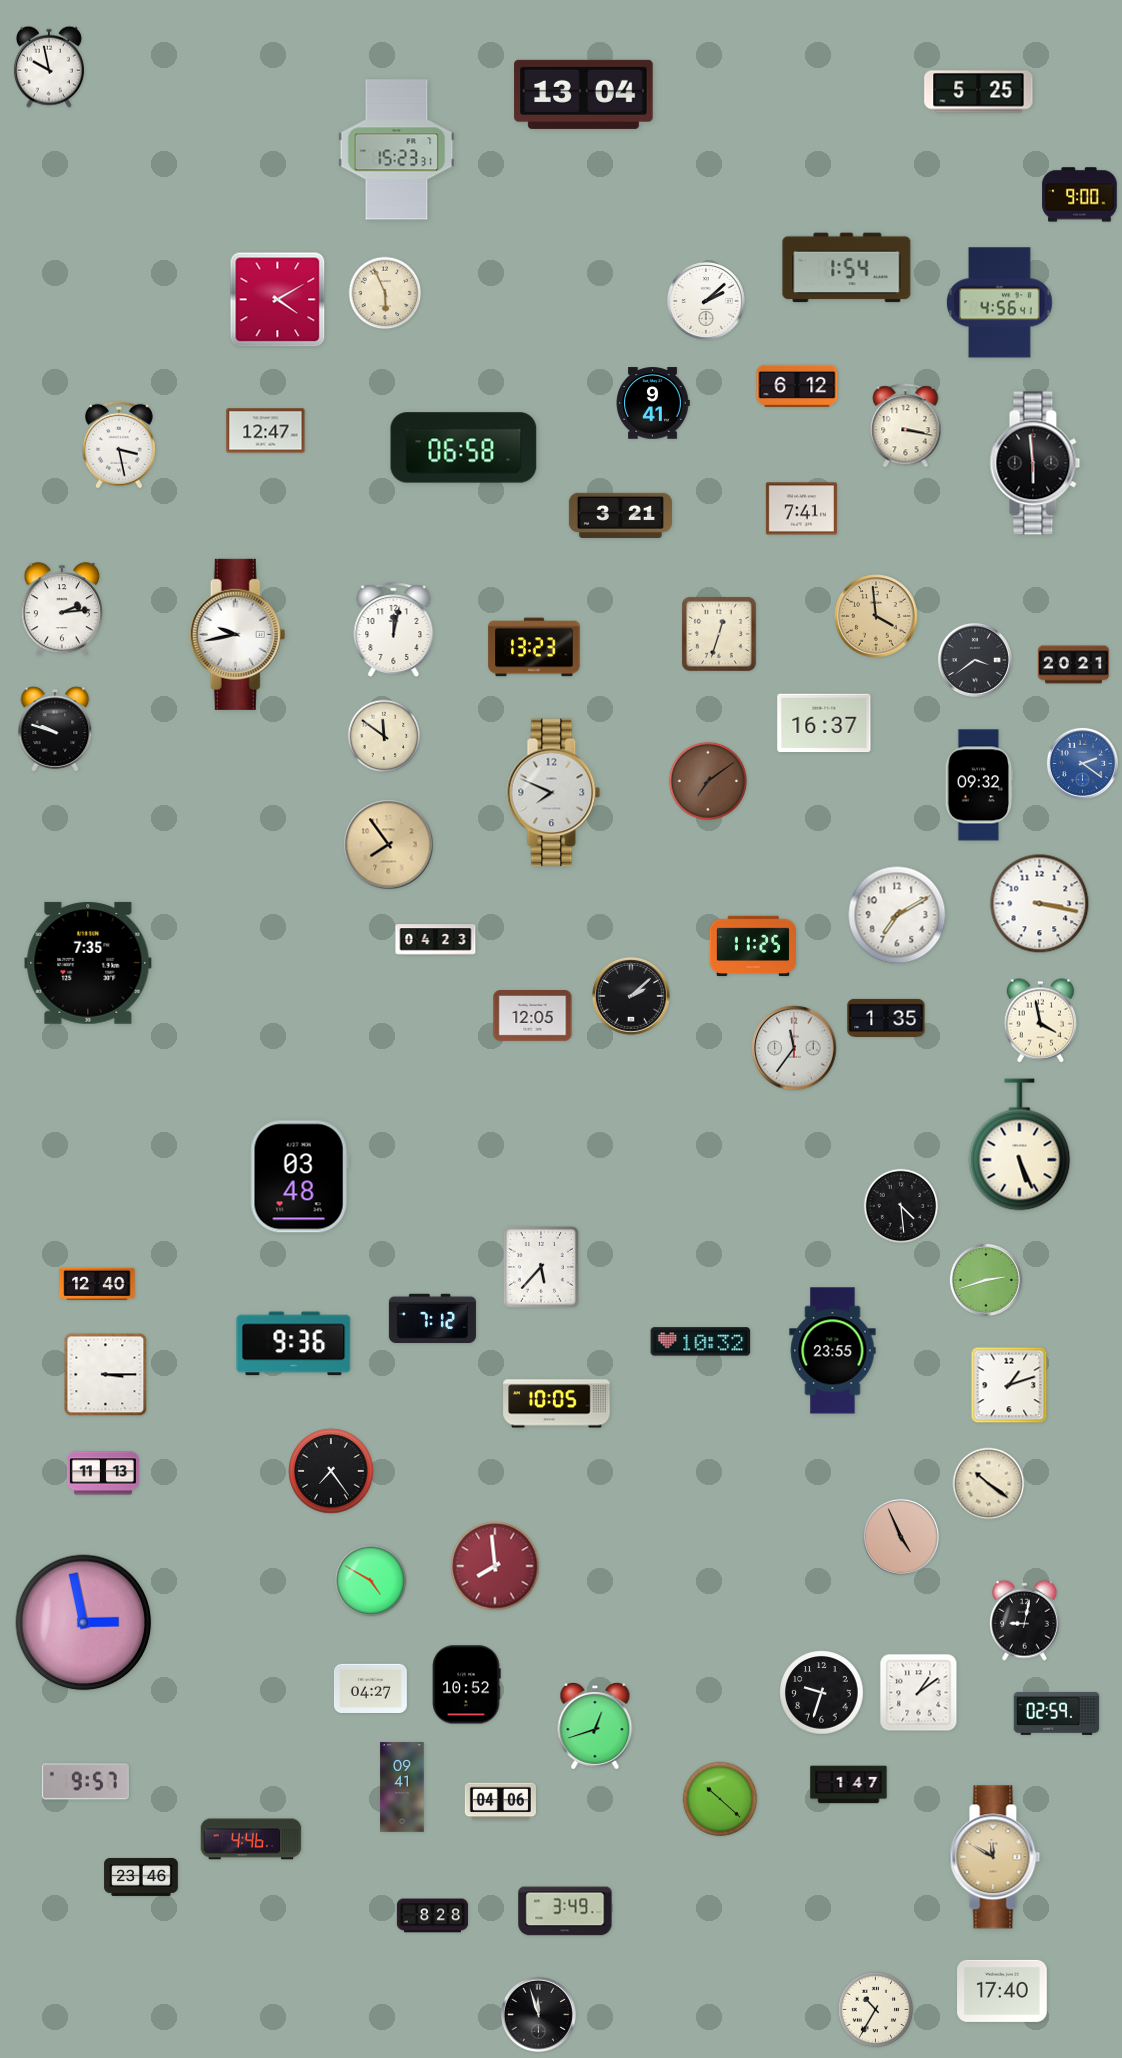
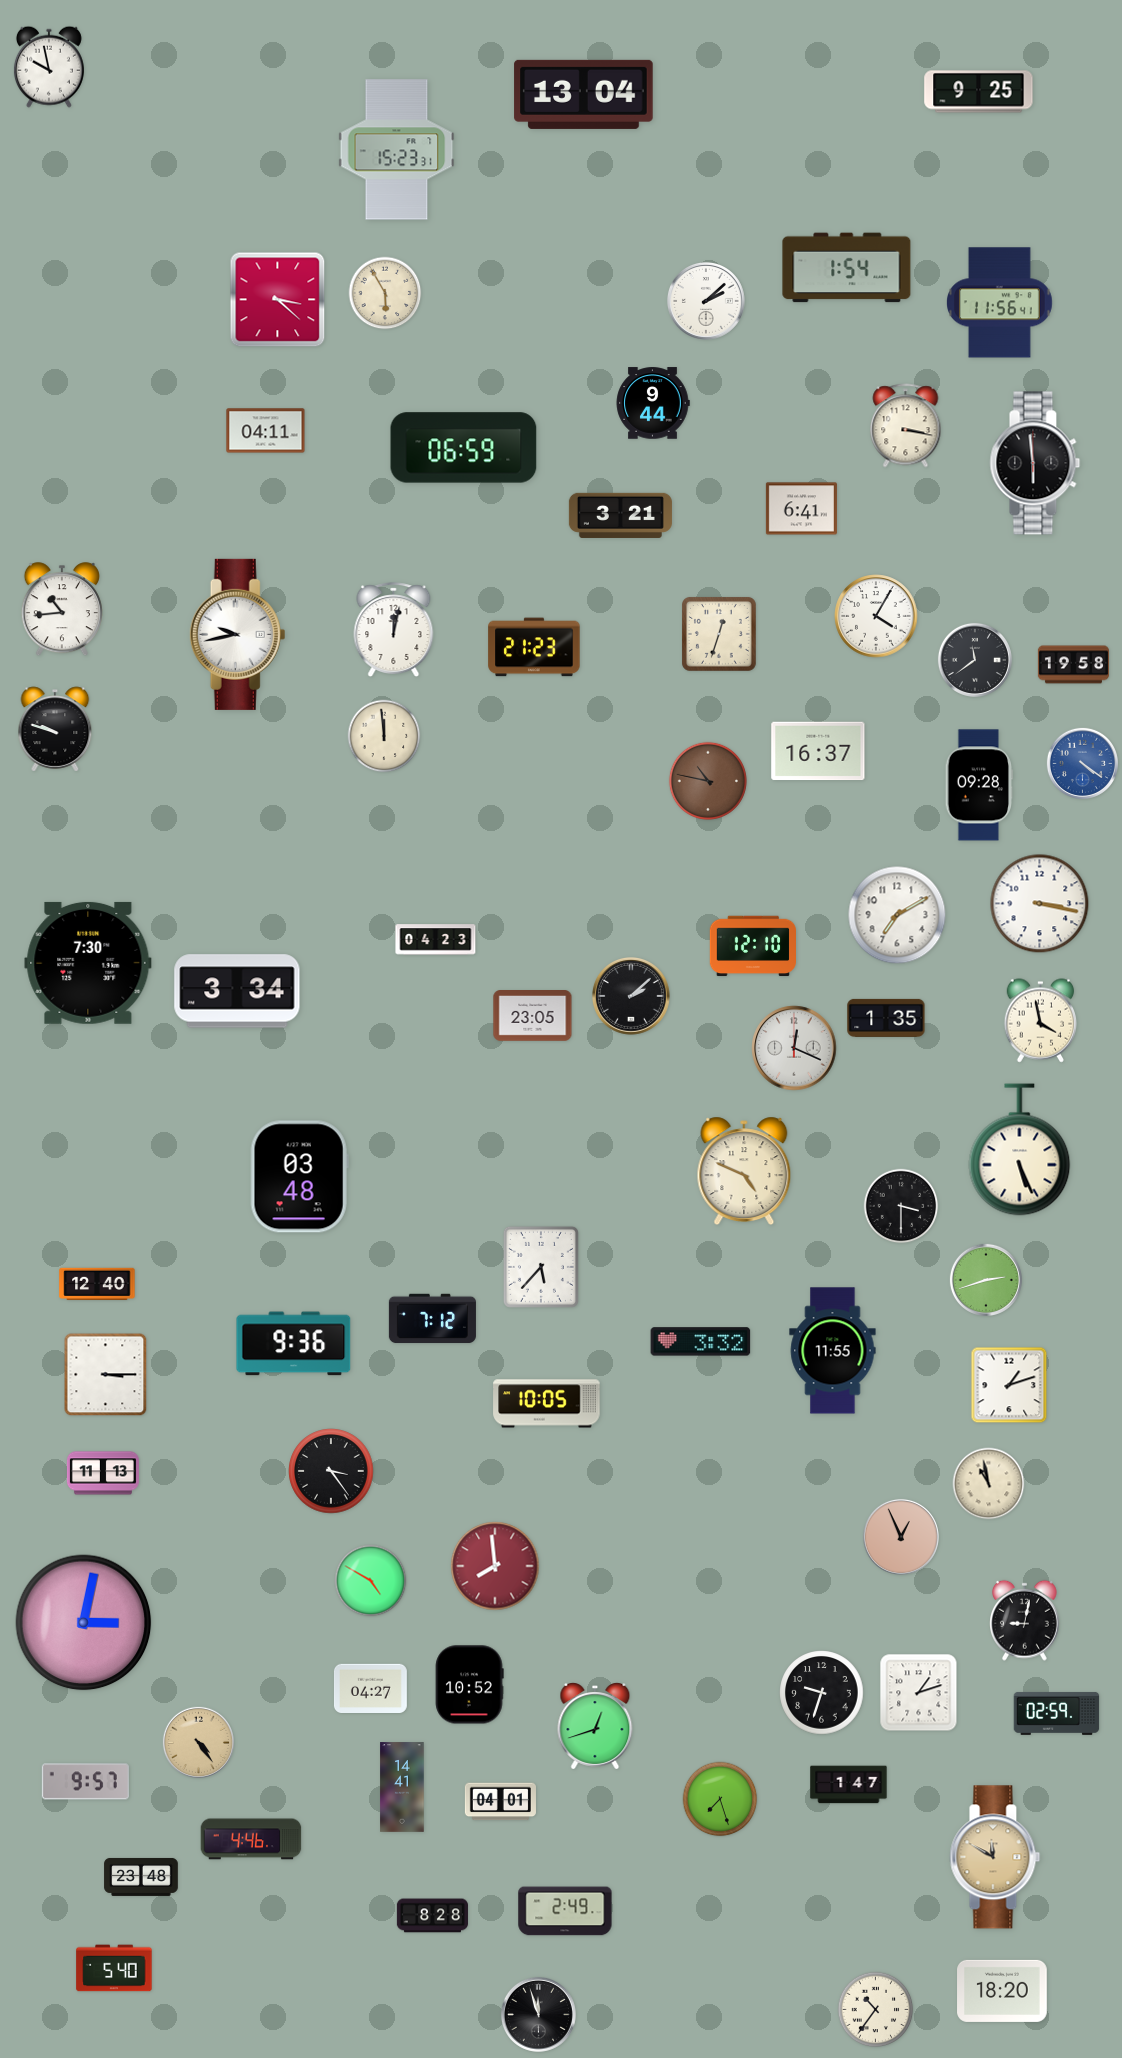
clock at (979, 92): 5:25 -> 9:25
clock at (1080, 195): 9:00 -> none
clock at (385, 293): 5:56 -> 5:55
clock at (278, 300): 4:10 -> 3:22
clock at (1000, 303): 4:56 -> 11:56
clock at (797, 386): 6:12 -> none
clock at (653, 403): 9:41 -> 9:44
clock at (266, 431): 12:47 -> 04:11
clock at (119, 445): 3:28 -> none
clock at (464, 448): 06:58 -> 06:59
clock at (801, 509): 7:41 -> 6:41
clock at (62, 610): 2:14 -> 10:44
clock at (876, 616): 3:59 -> 4:05
clock at (876, 616) dial: champagne -> white
clock at (534, 647): 13:23 -> 21:23
clock at (975, 660): 3:39 -> 11:39
clock at (1073, 665): 20:21 -> 19:58
clock at (824, 723) position: (824, 723) -> (818, 751)
clock at (384, 736): 11:51 -> 11:59
clock at (1082, 763): 2:21 -> 4:21
clock at (708, 781): 7:09 -> 10:47
clock at (979, 785): 09:32 -> 09:28
clock at (554, 793): 7:49 -> none
clock at (389, 845): 7:54 -> none
clock at (752, 946): 11:25 -> 12:10
clock at (88, 963): 7:35 -> 7:30
clock at (237, 991): none -> 3:34
clock at (533, 1016): 12:05 -> 23:05
clock at (794, 1048): 11:36 -> 12:19
clock at (1020, 1145) position: (1020, 1145) -> (1020, 1150)
clock at (744, 1170): none -> 4:49
clock at (901, 1206): 4:29 -> 3:30
clock at (701, 1342): 10:32 -> 3:32
clock at (833, 1351): 23:55 -> 11:55
clock at (557, 1404) position: (557, 1404) -> (547, 1404)
clock at (331, 1471): 7:24 -> 3:24
clock at (989, 1484): 10:21 -> 10:58
clock at (901, 1537): 4:56 -> 12:56
clock at (84, 1623): 2:58 -> 3:02
clock at (466, 1685) position: (466, 1685) -> (469, 1685)
clock at (919, 1693): 1:09 -> 1:12
clock at (198, 1742): none -> 4:24
clock at (402, 1787): 09:41 -> 14:41
clock at (720, 1799): 10:22 -> 7:27
clock at (500, 1802): 04:06 -> 04:01
clock at (141, 1877): 23:46 -> 23:48
clock at (565, 1911): 3:49 -> 2:49
clock at (114, 1968): none -> 5:40
clock at (1002, 1991): 17:40 -> 18:20
clock at (876, 2010): 10:35 -> 10:36
